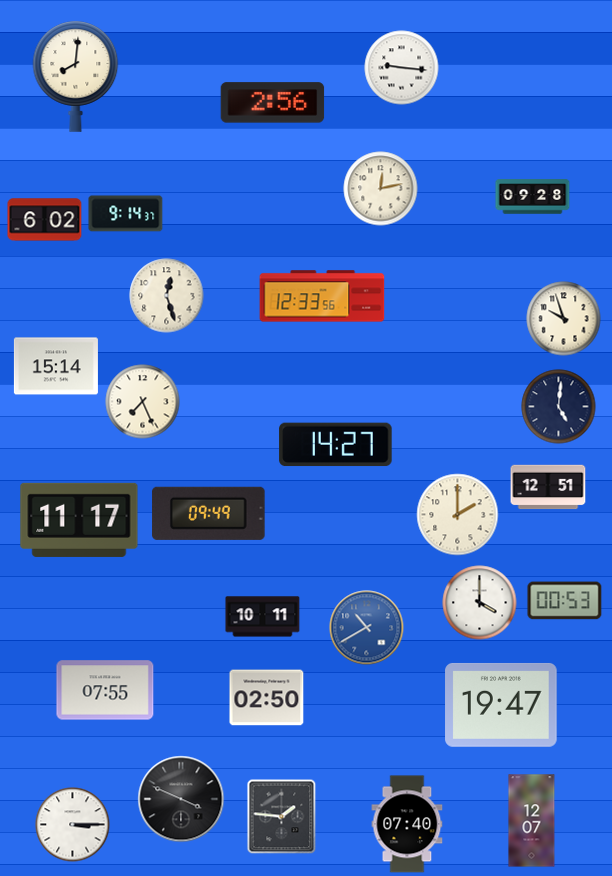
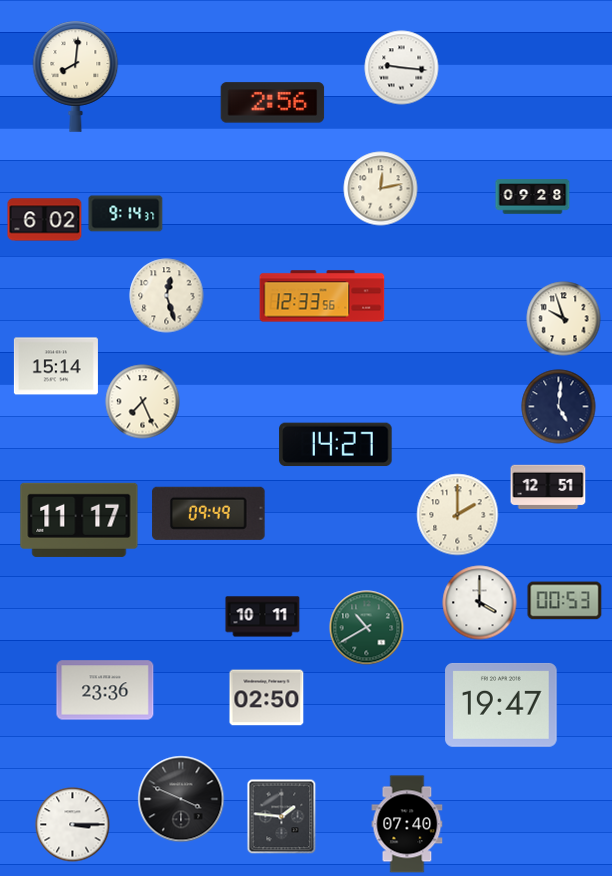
clock at (367, 628) dial: blue -> green
clock at (105, 690): 07:55 -> 23:36
clock at (532, 821): 12:07 -> none
